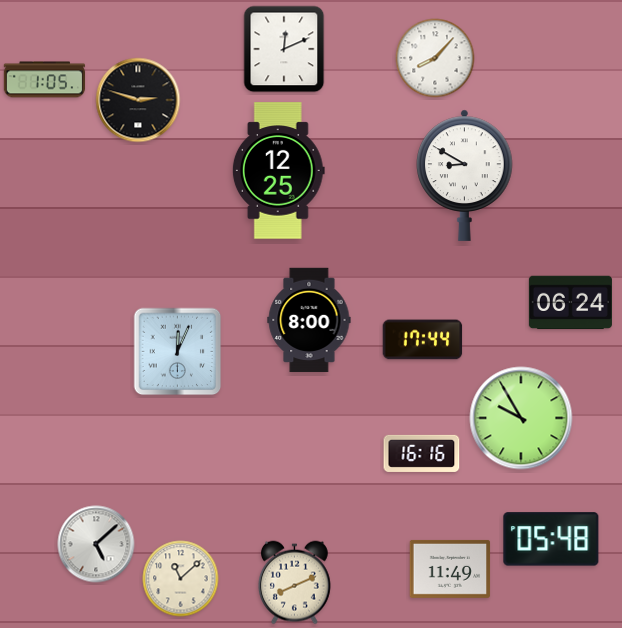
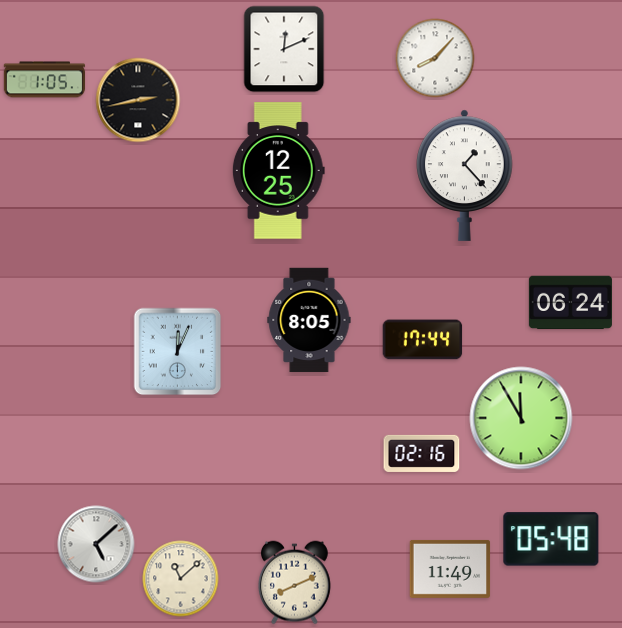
clock at (138, 100): 2:48 -> 2:43
clock at (465, 175): 8:50 -> 1:23
clock at (309, 320): 8:00 -> 8:05
clock at (521, 418): 9:55 -> 11:55
clock at (422, 453): 16:16 -> 02:16
